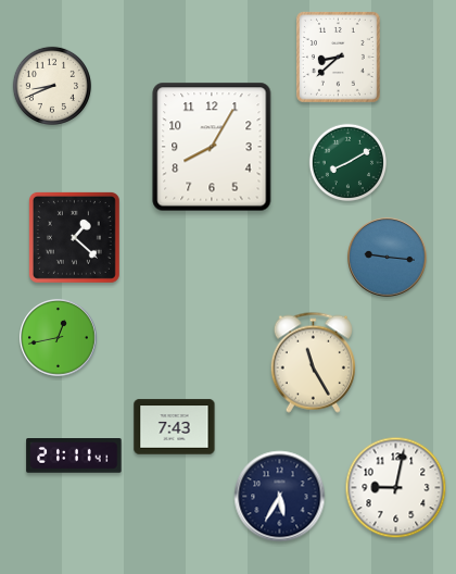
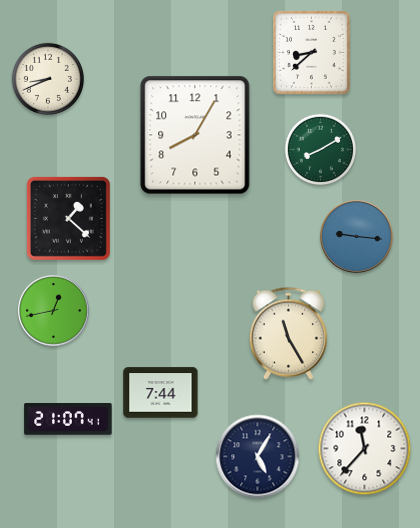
clock at (175, 427): 7:43 -> 7:44
clock at (74, 456): 21:11 -> 21:07
clock at (396, 488): 9:02 -> 11:37
clock at (280, 497): 5:35 -> 5:05
